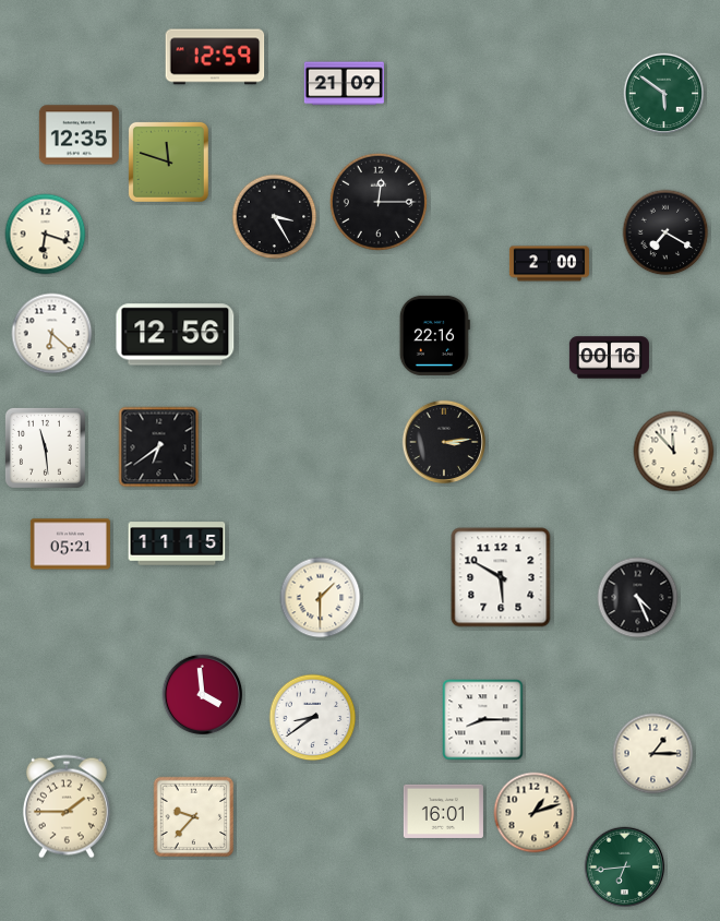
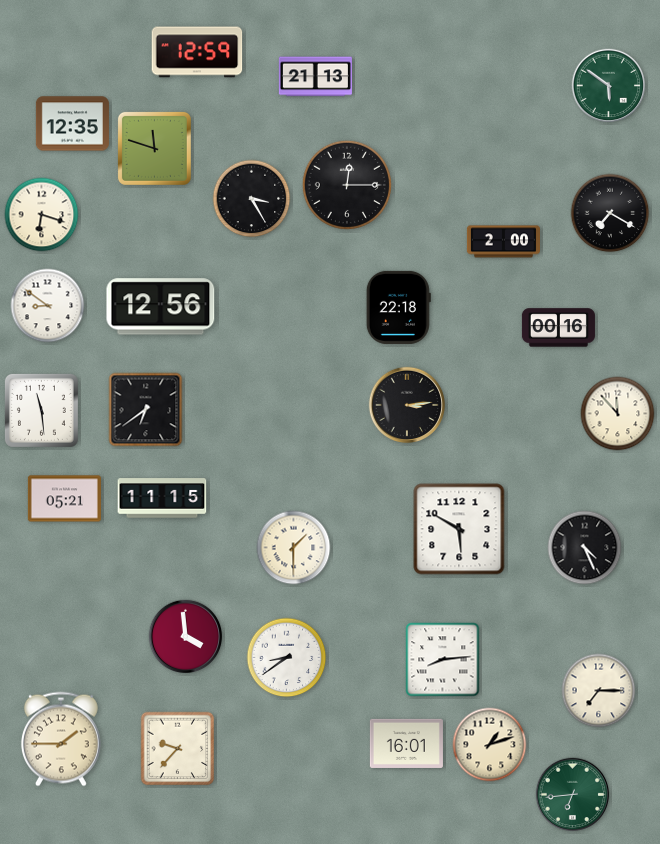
clock at (344, 84): 21:09 -> 21:13
clock at (52, 334): 6:22 -> 8:51
clock at (434, 335): 22:16 -> 22:18
clock at (483, 720): 8:15 -> 8:14
clock at (653, 754): 1:15 -> 7:15
